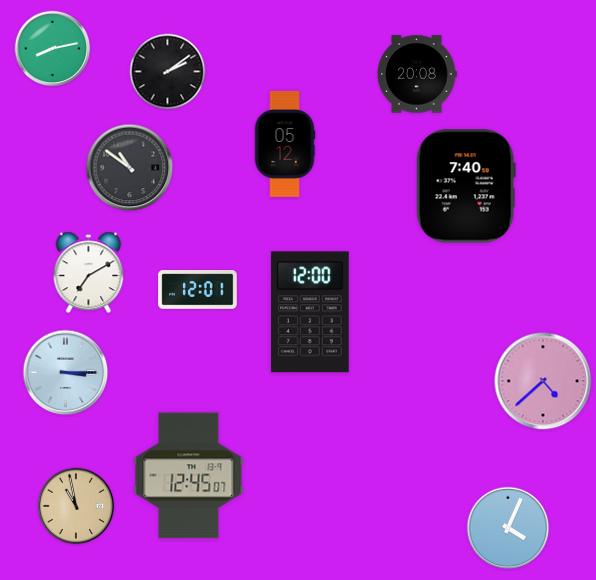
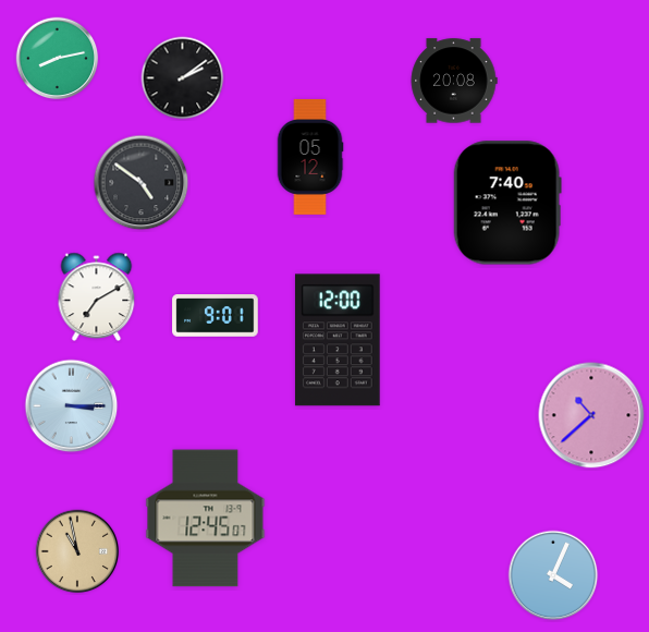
clock at (53, 49) position: (53, 49) -> (58, 59)
clock at (130, 168): 10:51 -> 4:51
clock at (198, 290): 12:01 -> 9:01
clock at (543, 381): 4:38 -> 10:38
clock at (76, 506) position: (76, 506) -> (77, 551)
